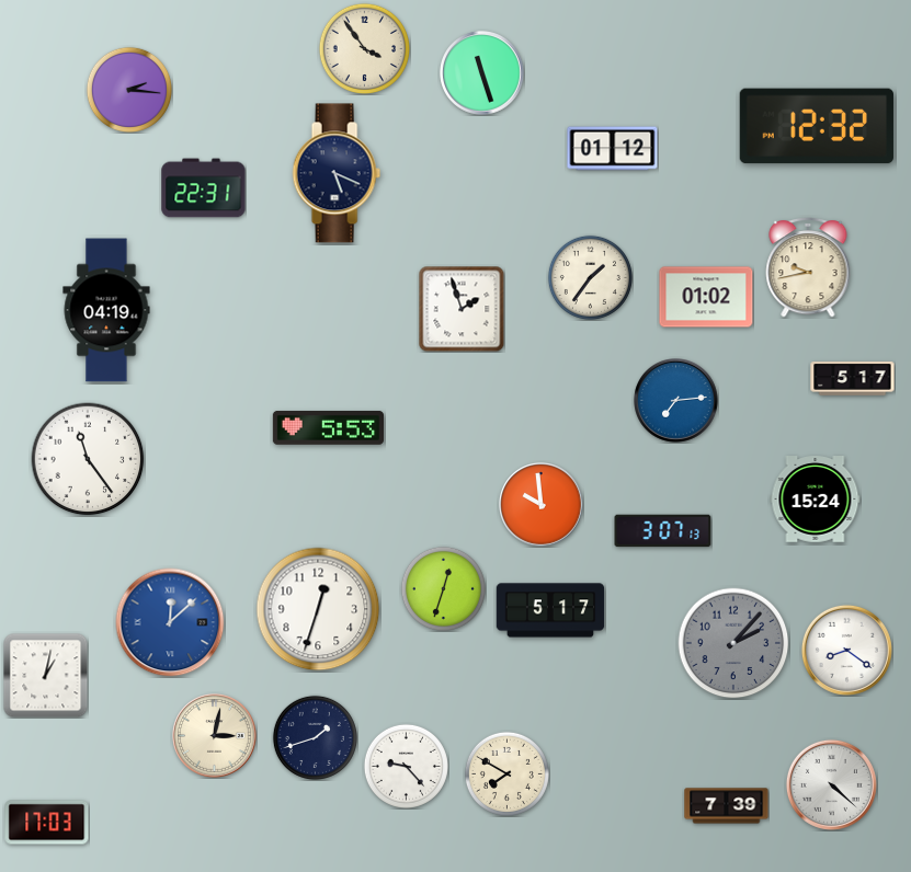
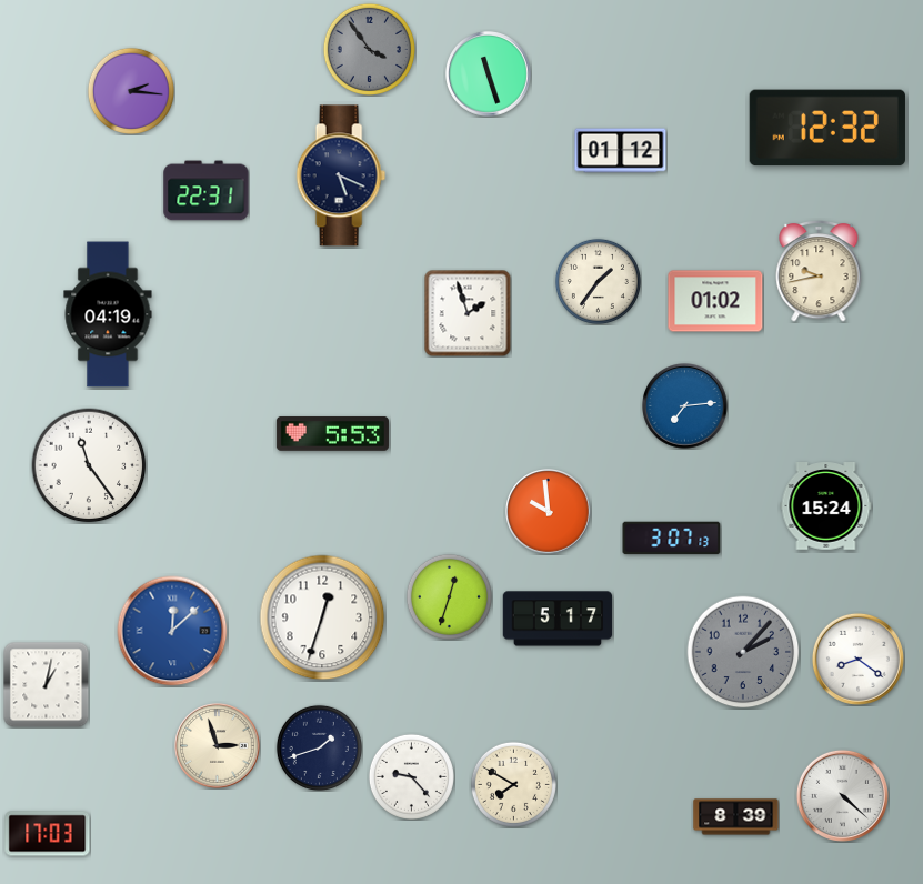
clock at (364, 48) dial: cream -> grey
clock at (853, 379): 5:17 -> none
clock at (215, 736): 3:02 -> 2:57
clock at (727, 806): 7:39 -> 8:39
